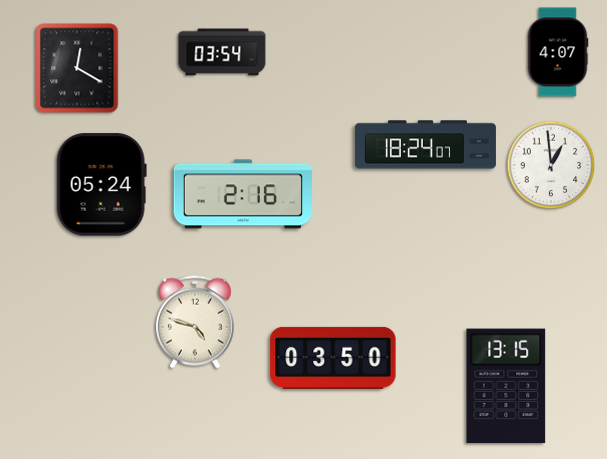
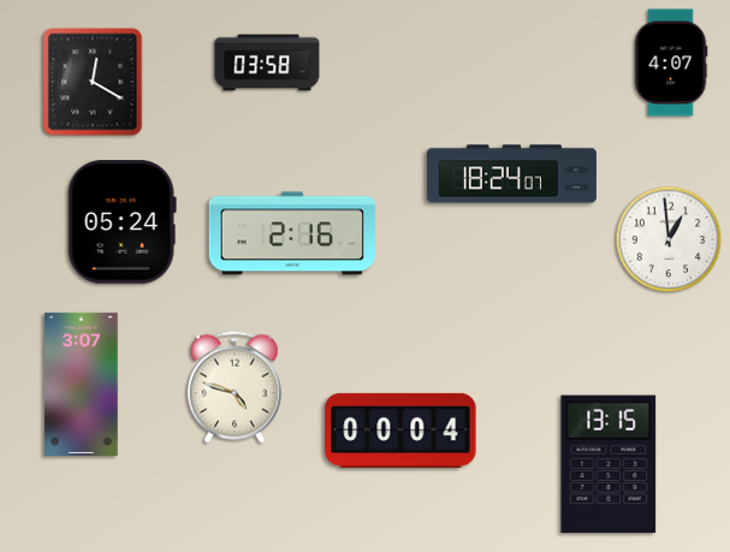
clock at (222, 52): 03:54 -> 03:58
clock at (551, 165) position: (551, 165) -> (669, 239)
clock at (82, 384): none -> 3:07
clock at (333, 358): 03:50 -> 00:04
